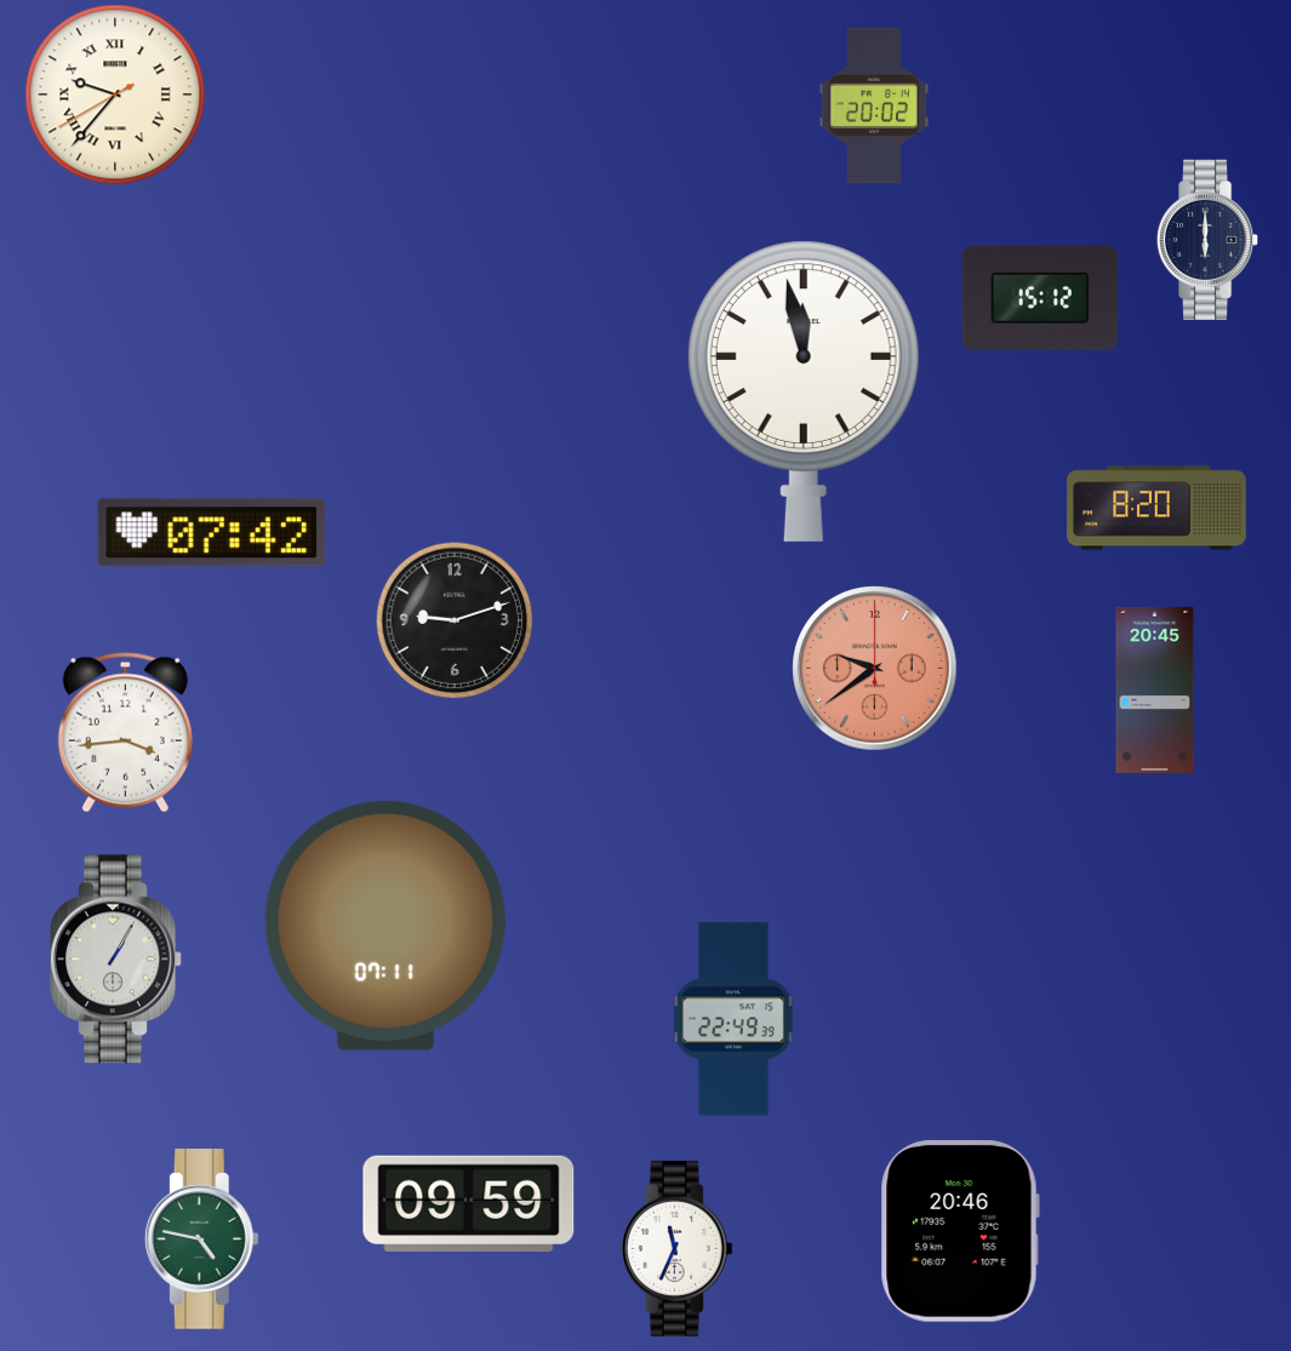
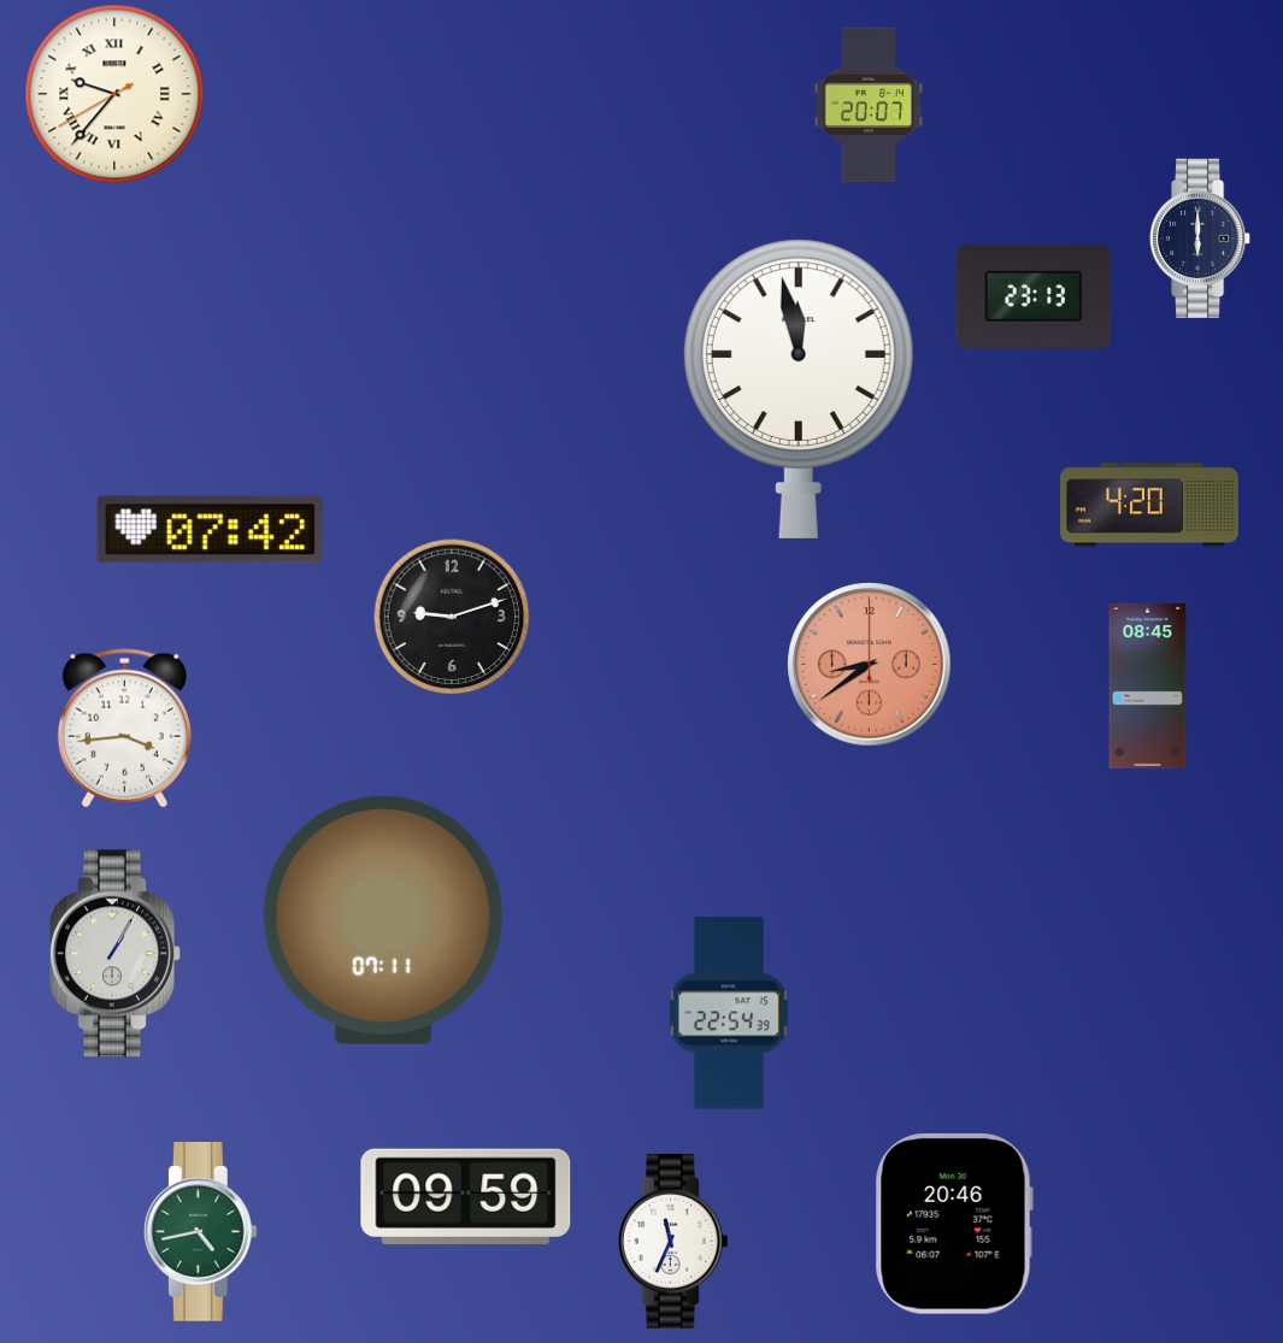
clock at (874, 105): 20:02 -> 20:07
clock at (1040, 298): 15:12 -> 23:13
clock at (1156, 508): 8:20 -> 4:20
clock at (875, 669): 9:39 -> 8:39
clock at (1155, 689): 20:45 -> 08:45
clock at (733, 1019): 22:49 -> 22:54
clock at (201, 1240): 4:47 -> 4:43
